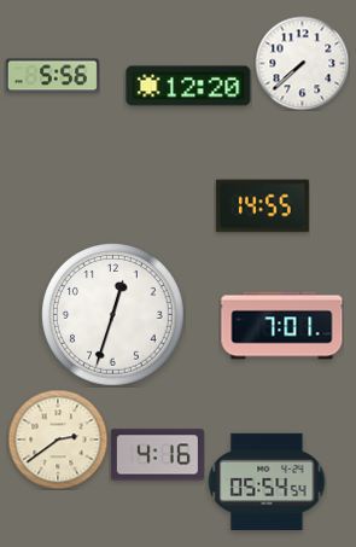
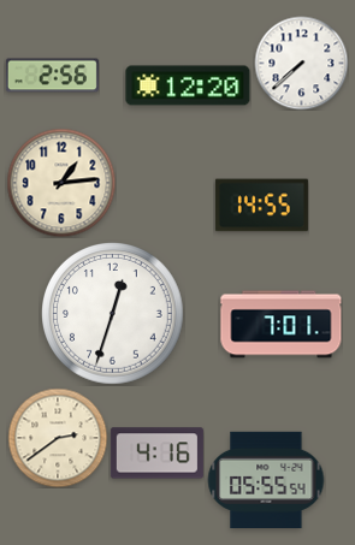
clock at (52, 76): 5:56 -> 2:56
clock at (61, 183): none -> 1:14
clock at (267, 481): 05:54 -> 05:55
